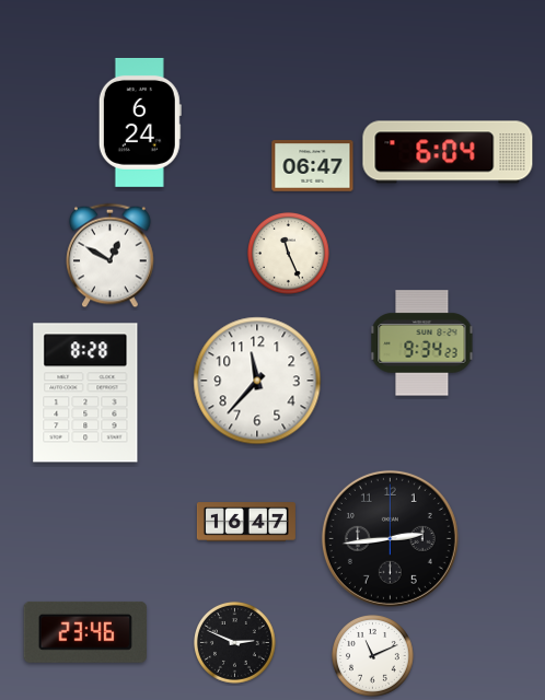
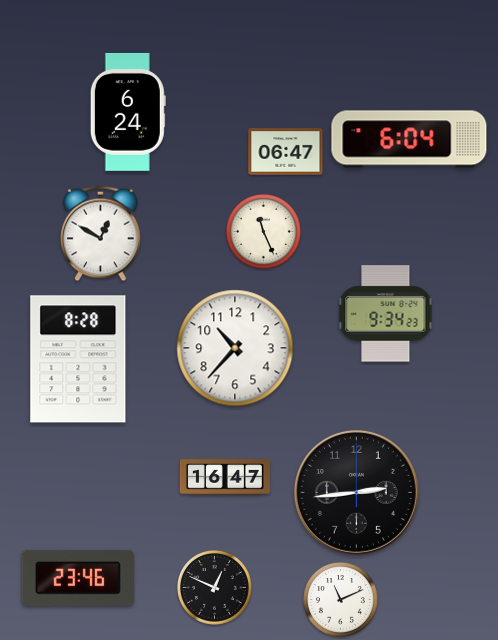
clock at (257, 381): 11:37 -> 10:37
clock at (235, 643): 2:49 -> 12:49
